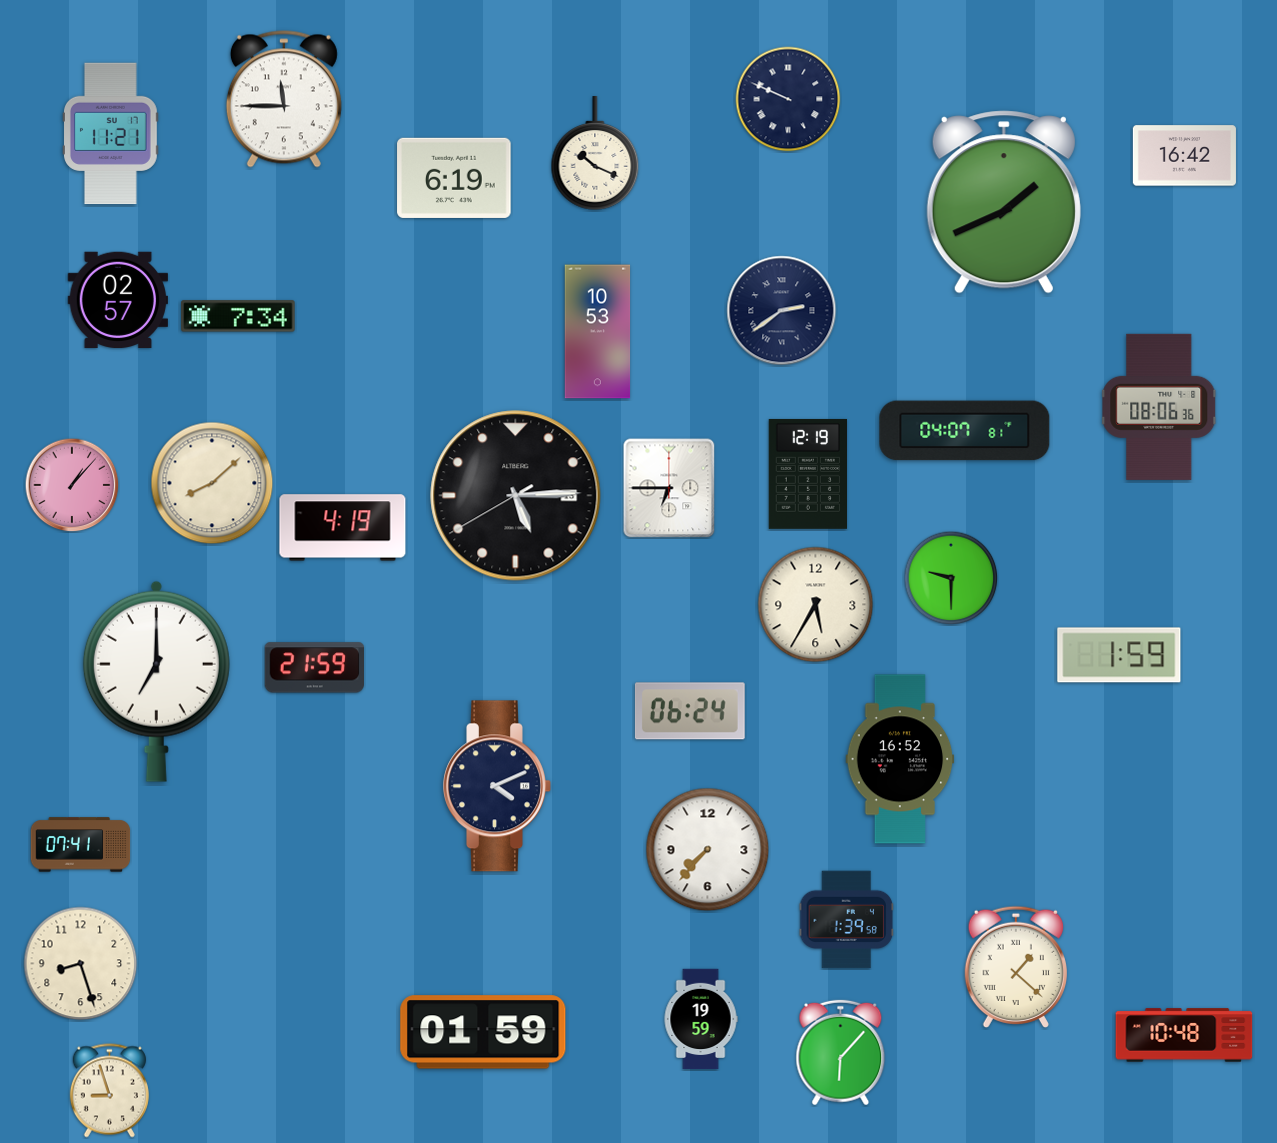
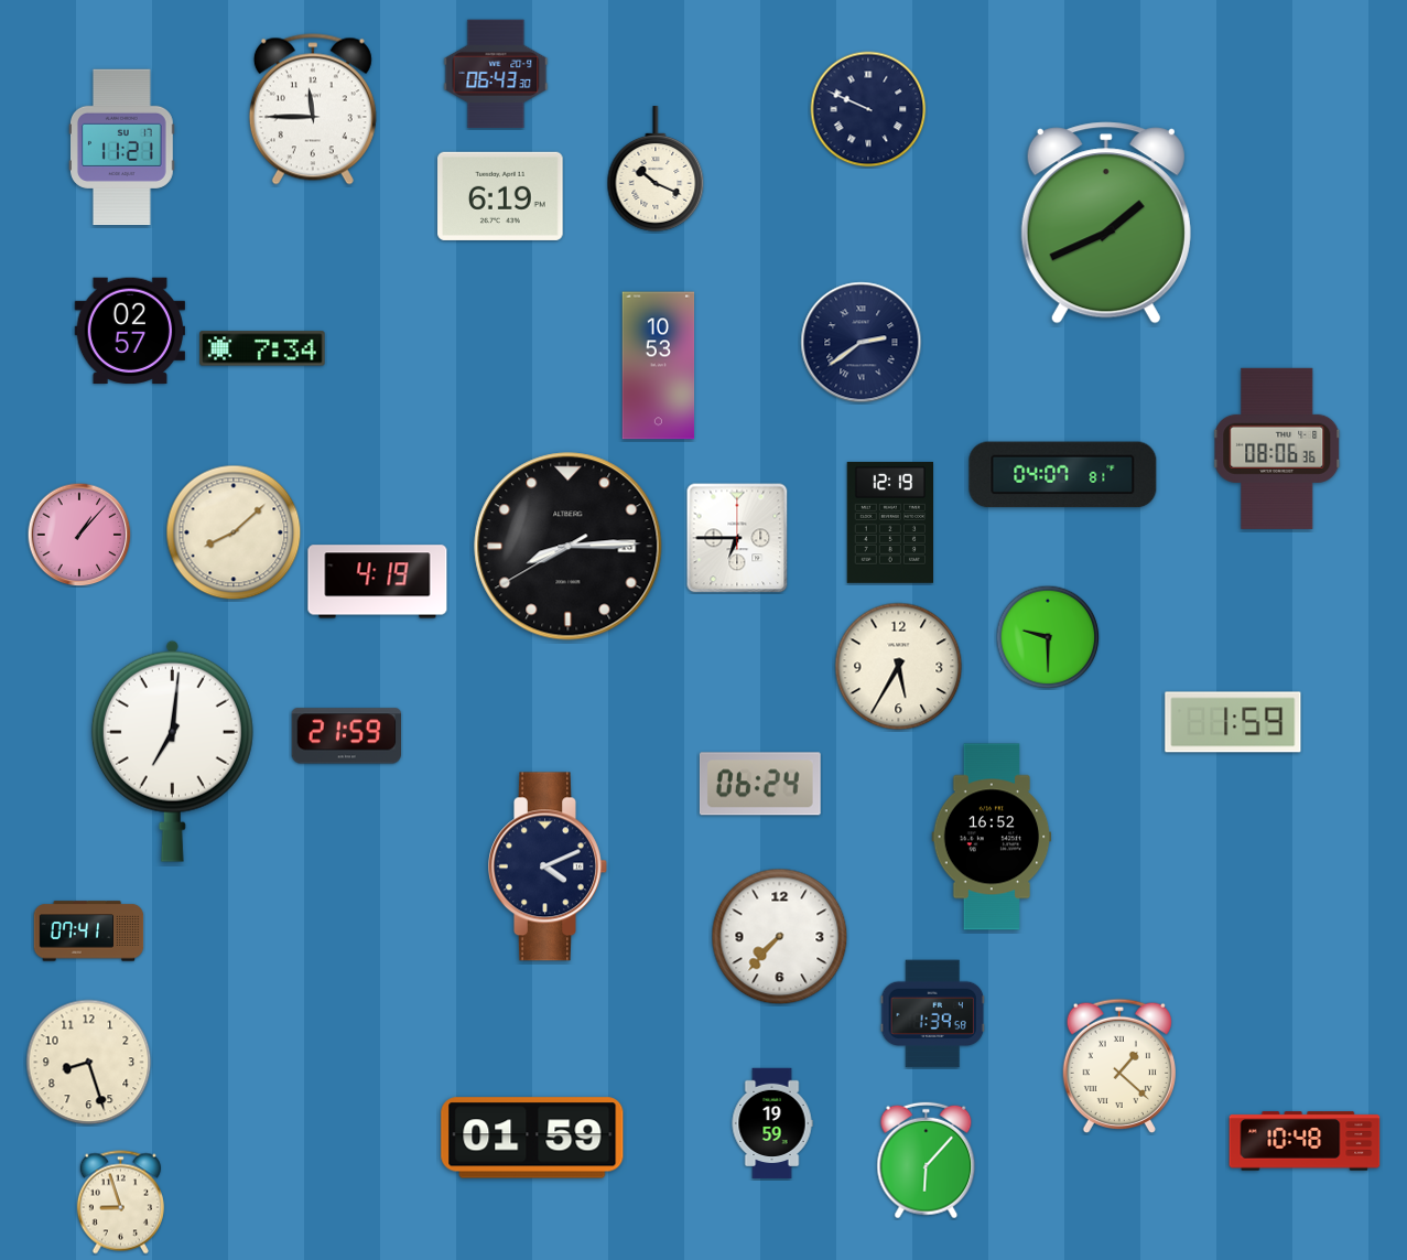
clock at (496, 74): none -> 06:43
clock at (1184, 156): 16:42 -> none
clock at (516, 496): 5:14 -> 8:14
clock at (156, 681): 7:00 -> 7:01
